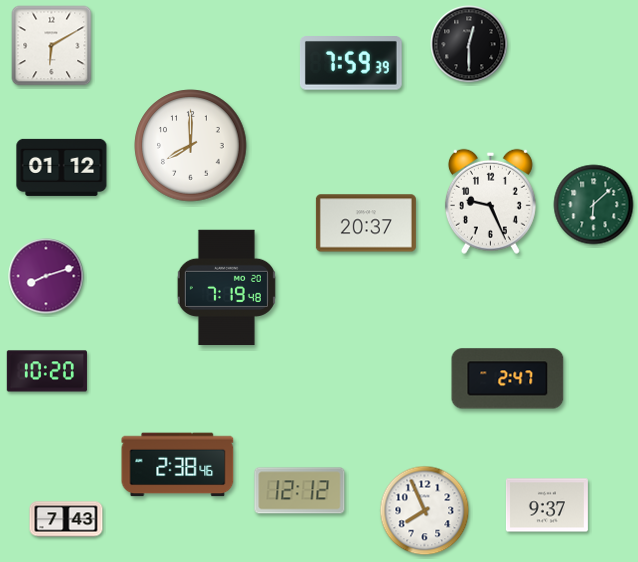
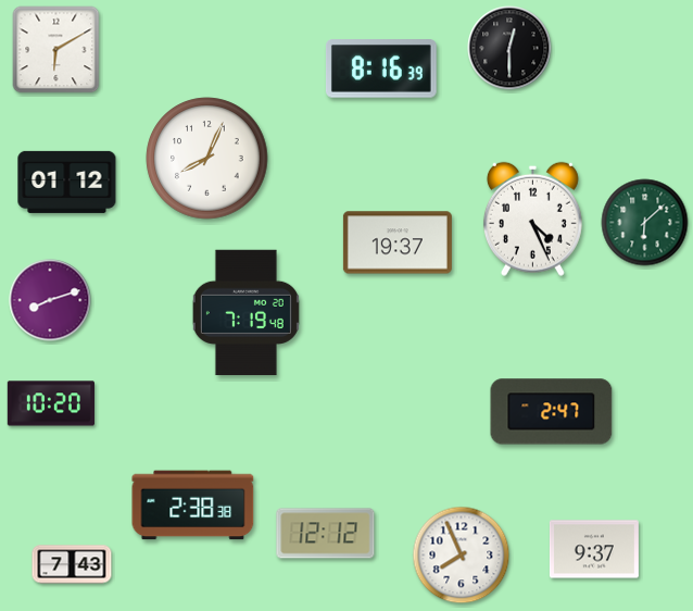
clock at (351, 64): 7:59 -> 8:16
clock at (191, 146): 8:00 -> 8:04
clock at (490, 201): 9:26 -> 4:26
clock at (366, 223): 20:37 -> 19:37
clock at (178, 465): 2:38:46 -> 2:38:38
